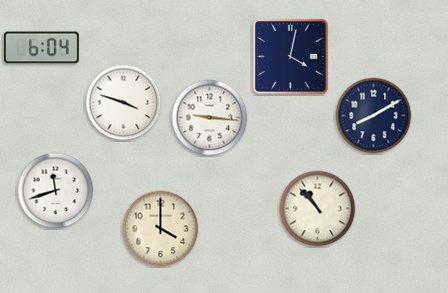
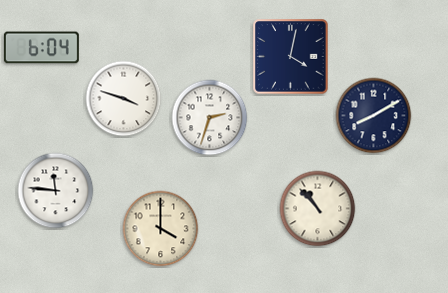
clock at (124, 103) position: (124, 103) -> (124, 99)
clock at (210, 118): 9:16 -> 2:33
clock at (56, 191): 11:42 -> 11:46
